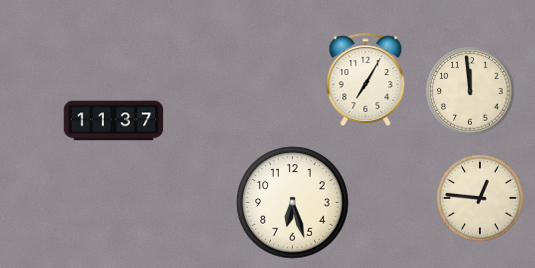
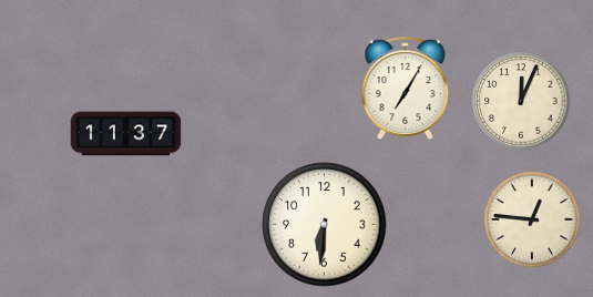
clock at (470, 91): 11:59 -> 12:04
clock at (293, 203): 6:27 -> 6:31
